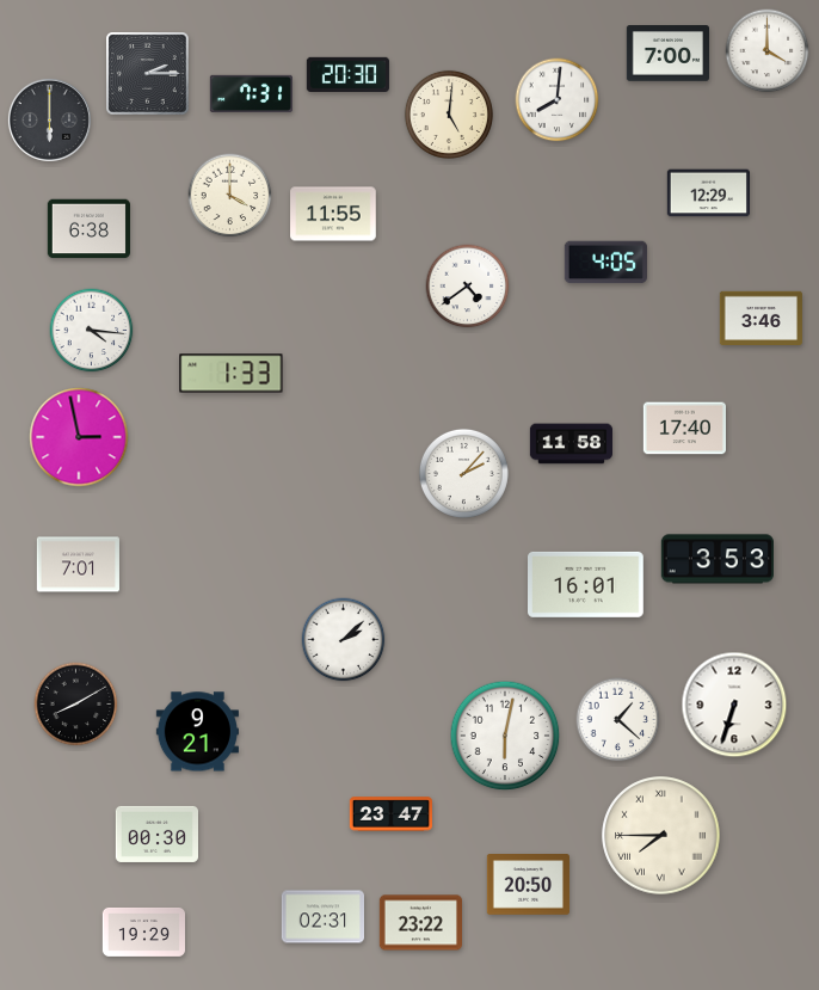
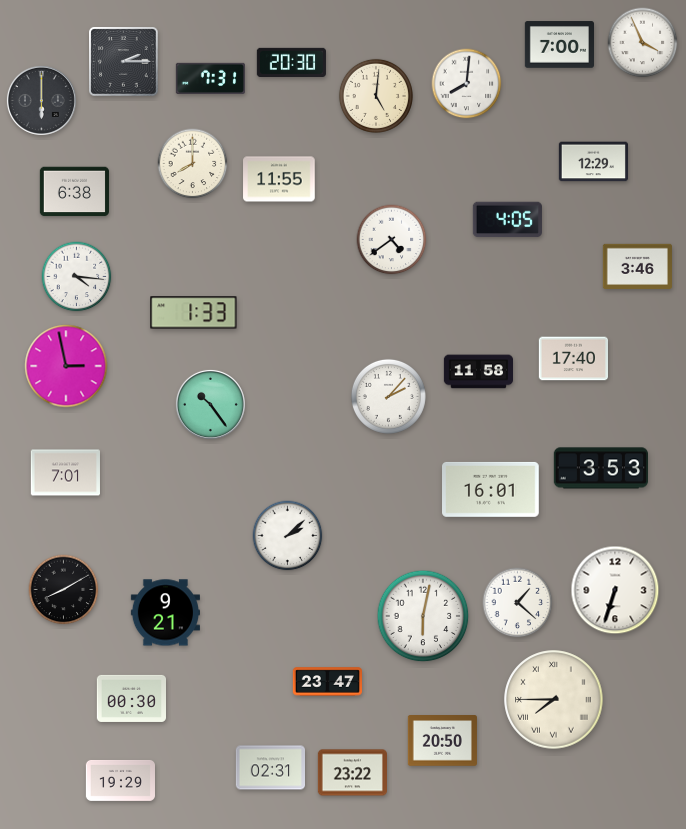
clock at (768, 51): 4:00 -> 3:56
clock at (230, 196): 4:00 -> 8:00
clock at (210, 404): none -> 10:24
